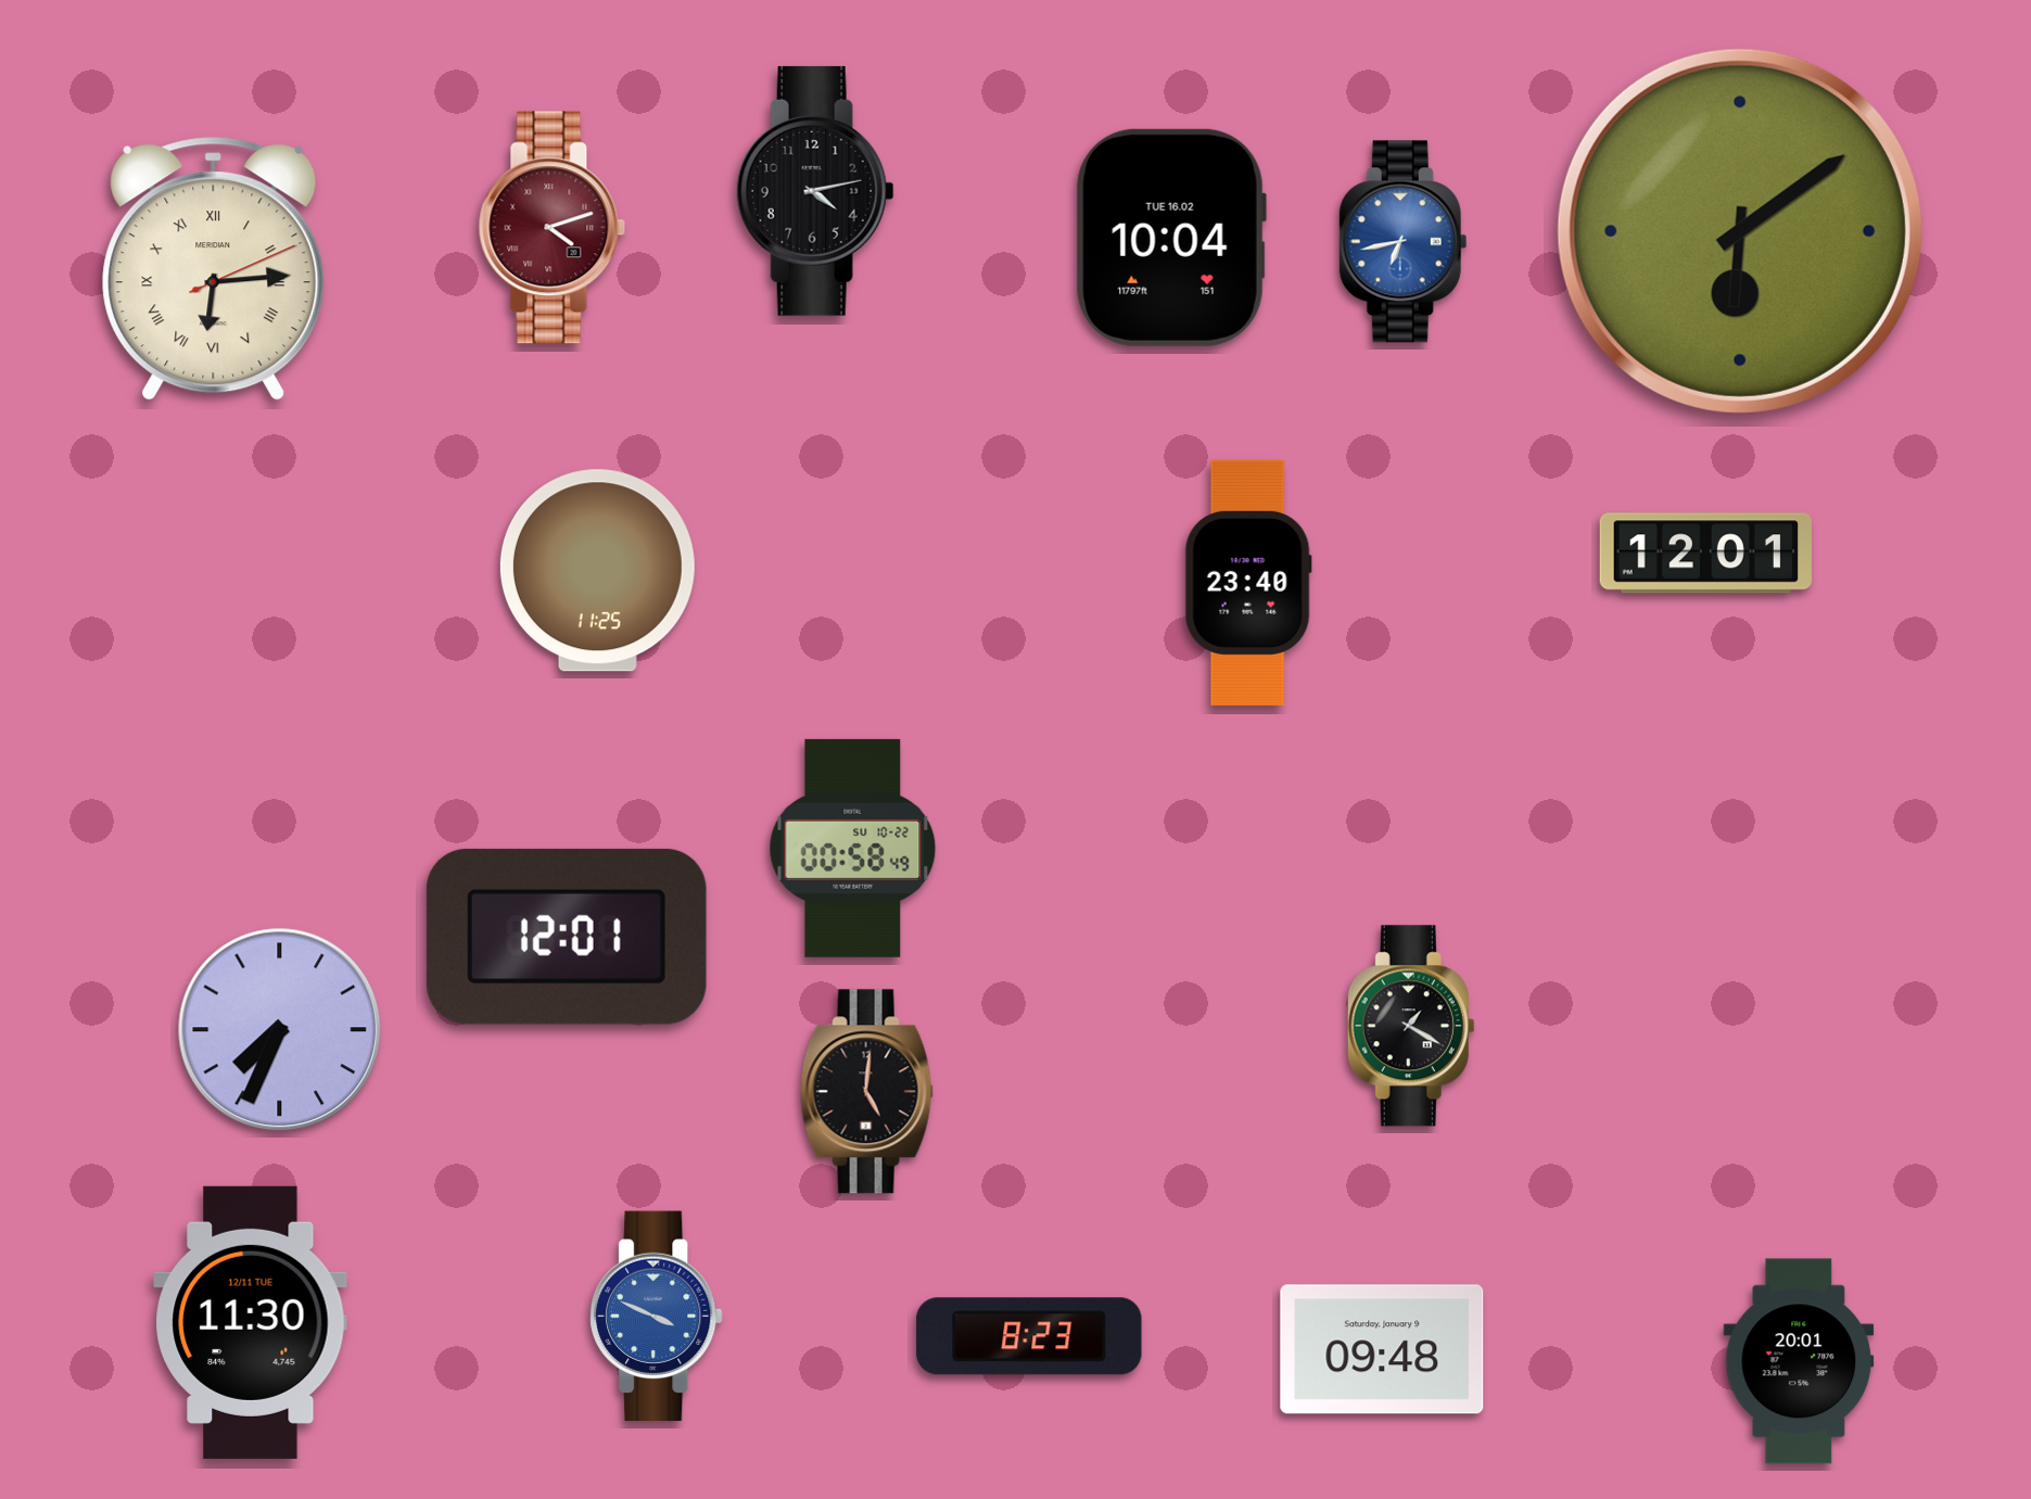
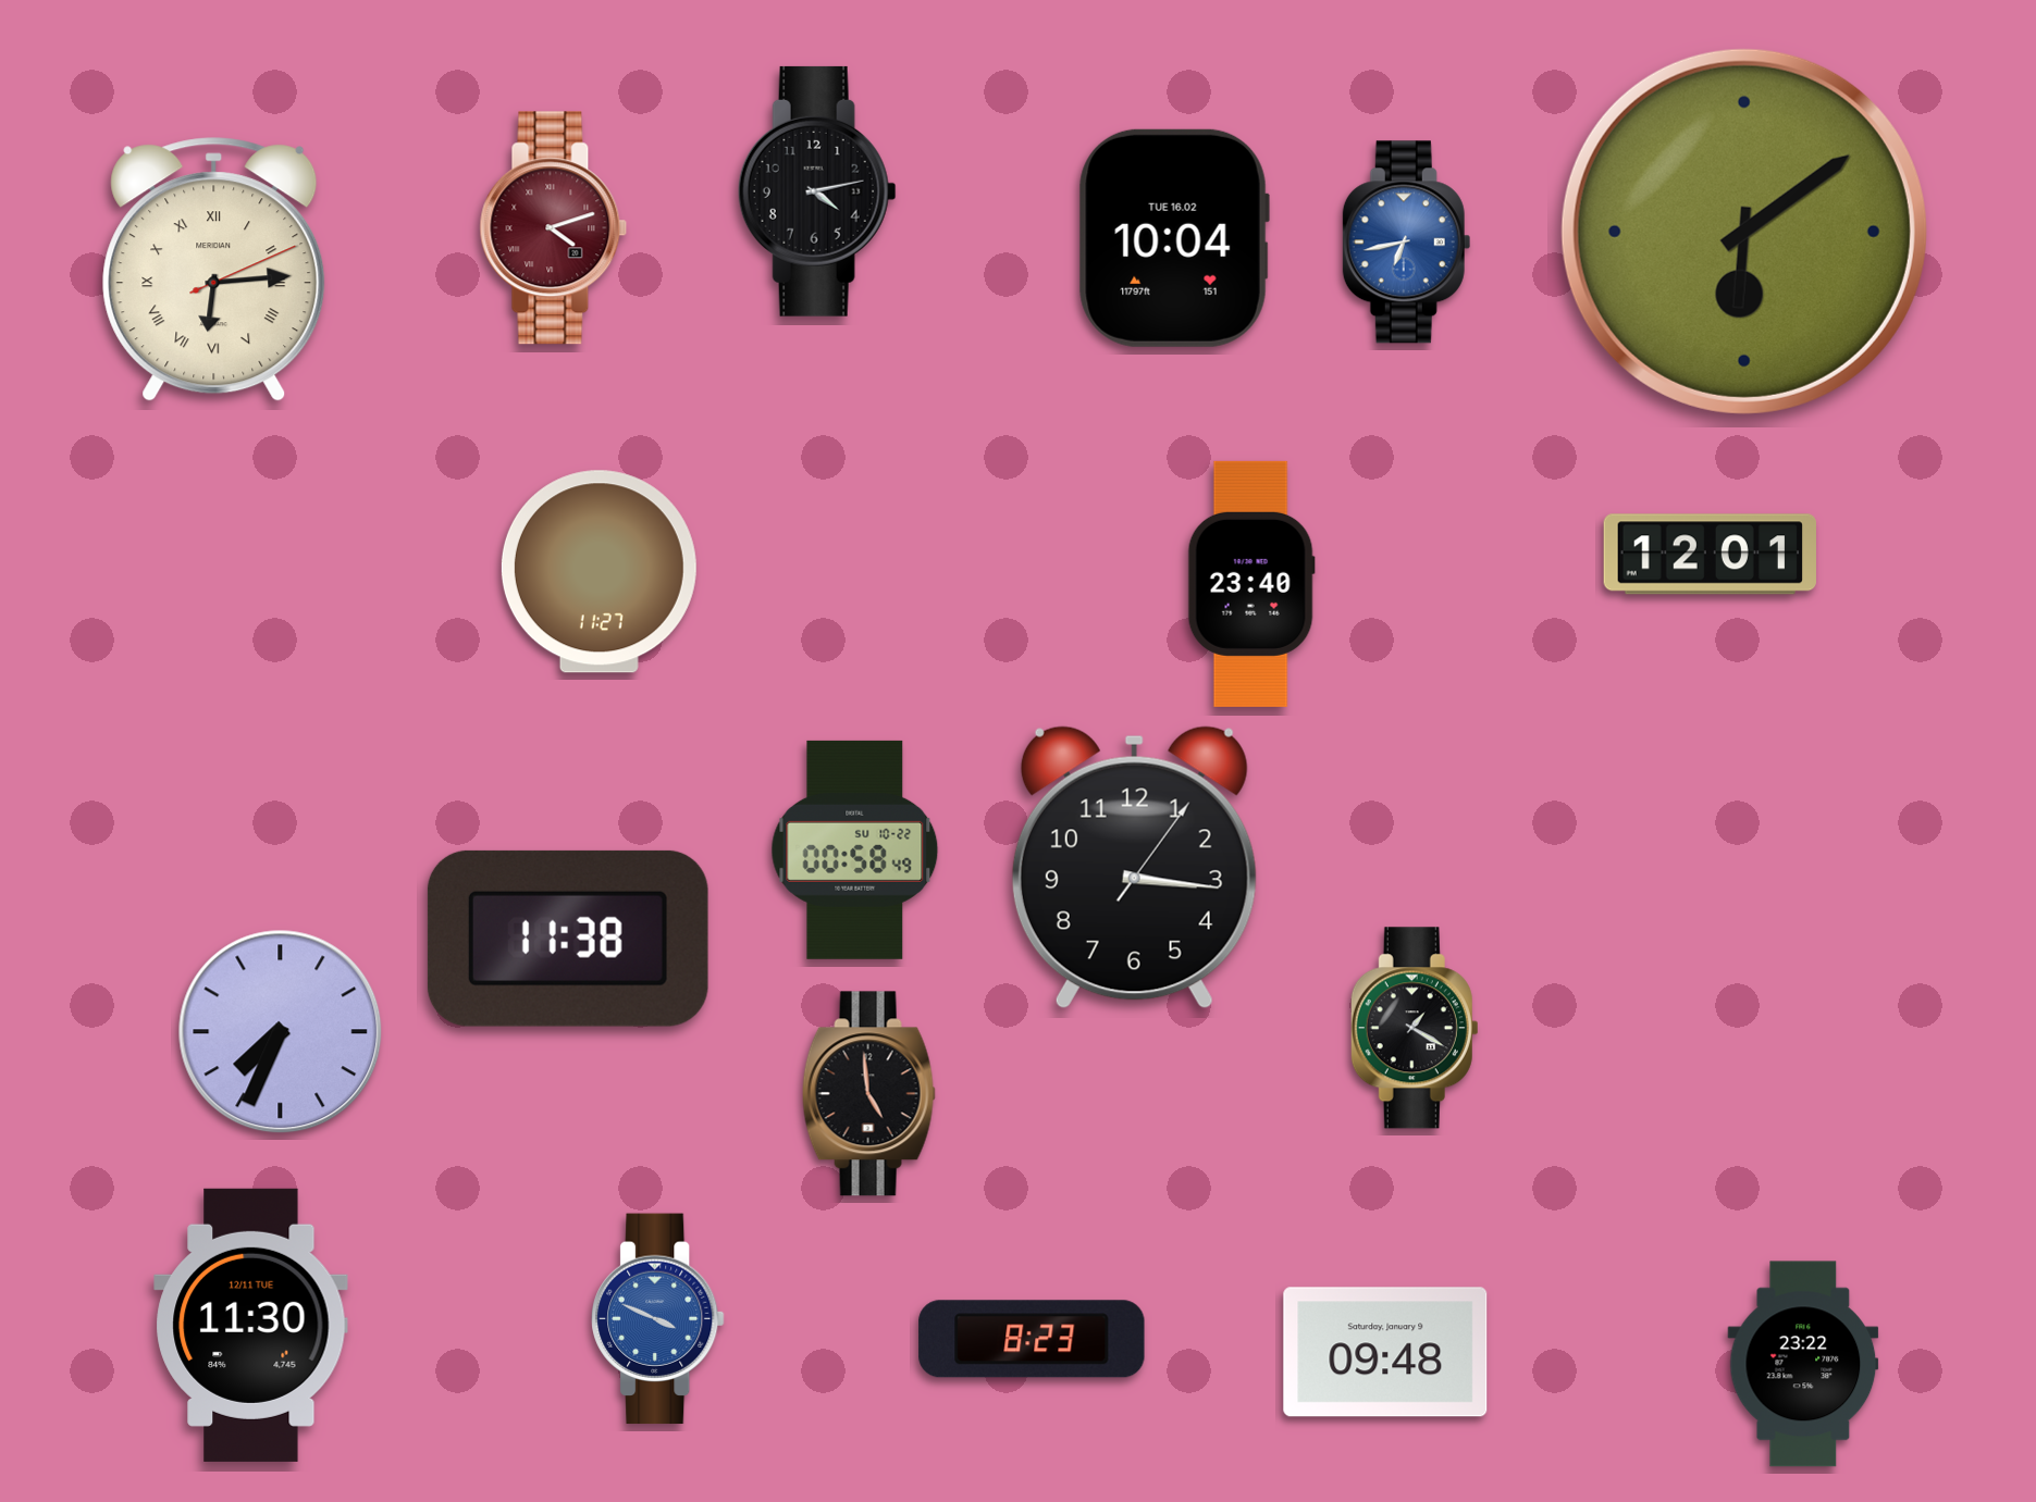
clock at (597, 571): 11:25 -> 11:27
clock at (1134, 868): none -> 3:16
clock at (567, 937): 12:01 -> 11:38
clock at (866, 1092): 5:01 -> 4:59
clock at (1799, 1361): 20:01 -> 23:22
